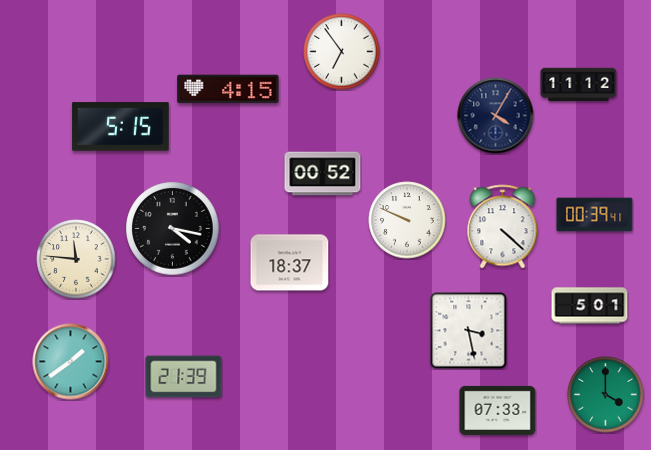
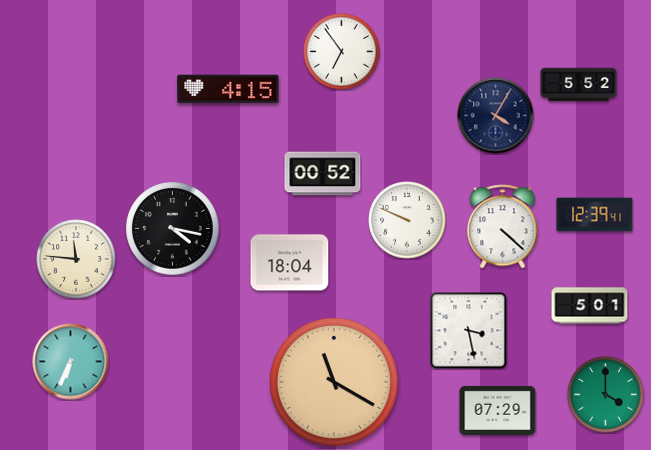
clock at (579, 85): 11:12 -> 5:52
clock at (121, 127): 5:15 -> none
clock at (595, 215): 00:39 -> 12:39
clock at (290, 263): 18:37 -> 18:04
clock at (71, 362): 1:39 -> 6:34
clock at (184, 377): 21:39 -> none
clock at (334, 382): none -> 11:20
clock at (498, 410): 07:33 -> 07:29
